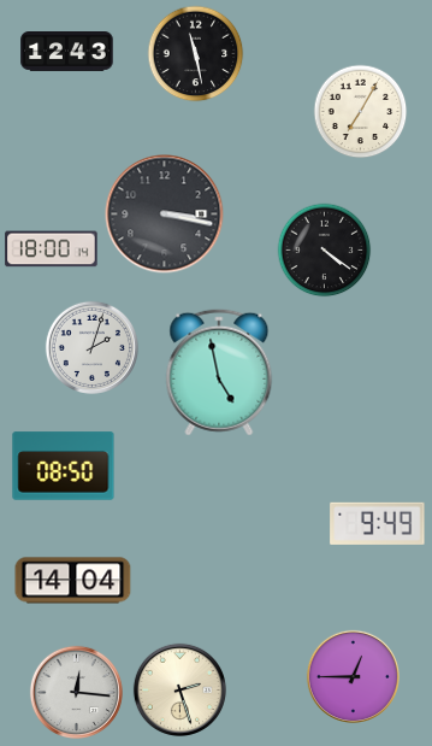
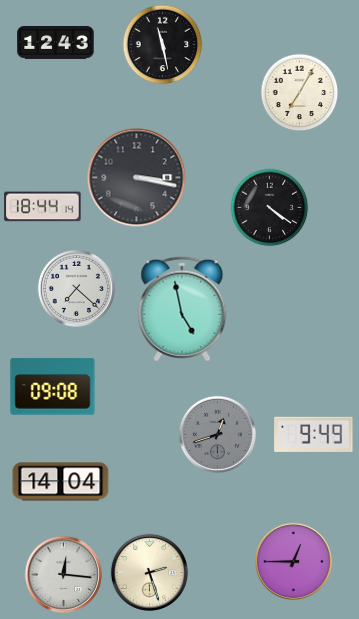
clock at (52, 249): 18:00 -> 18:44
clock at (91, 347): 2:03 -> 7:22
clock at (64, 466): 08:50 -> 09:08
clock at (217, 434): none -> 12:42
